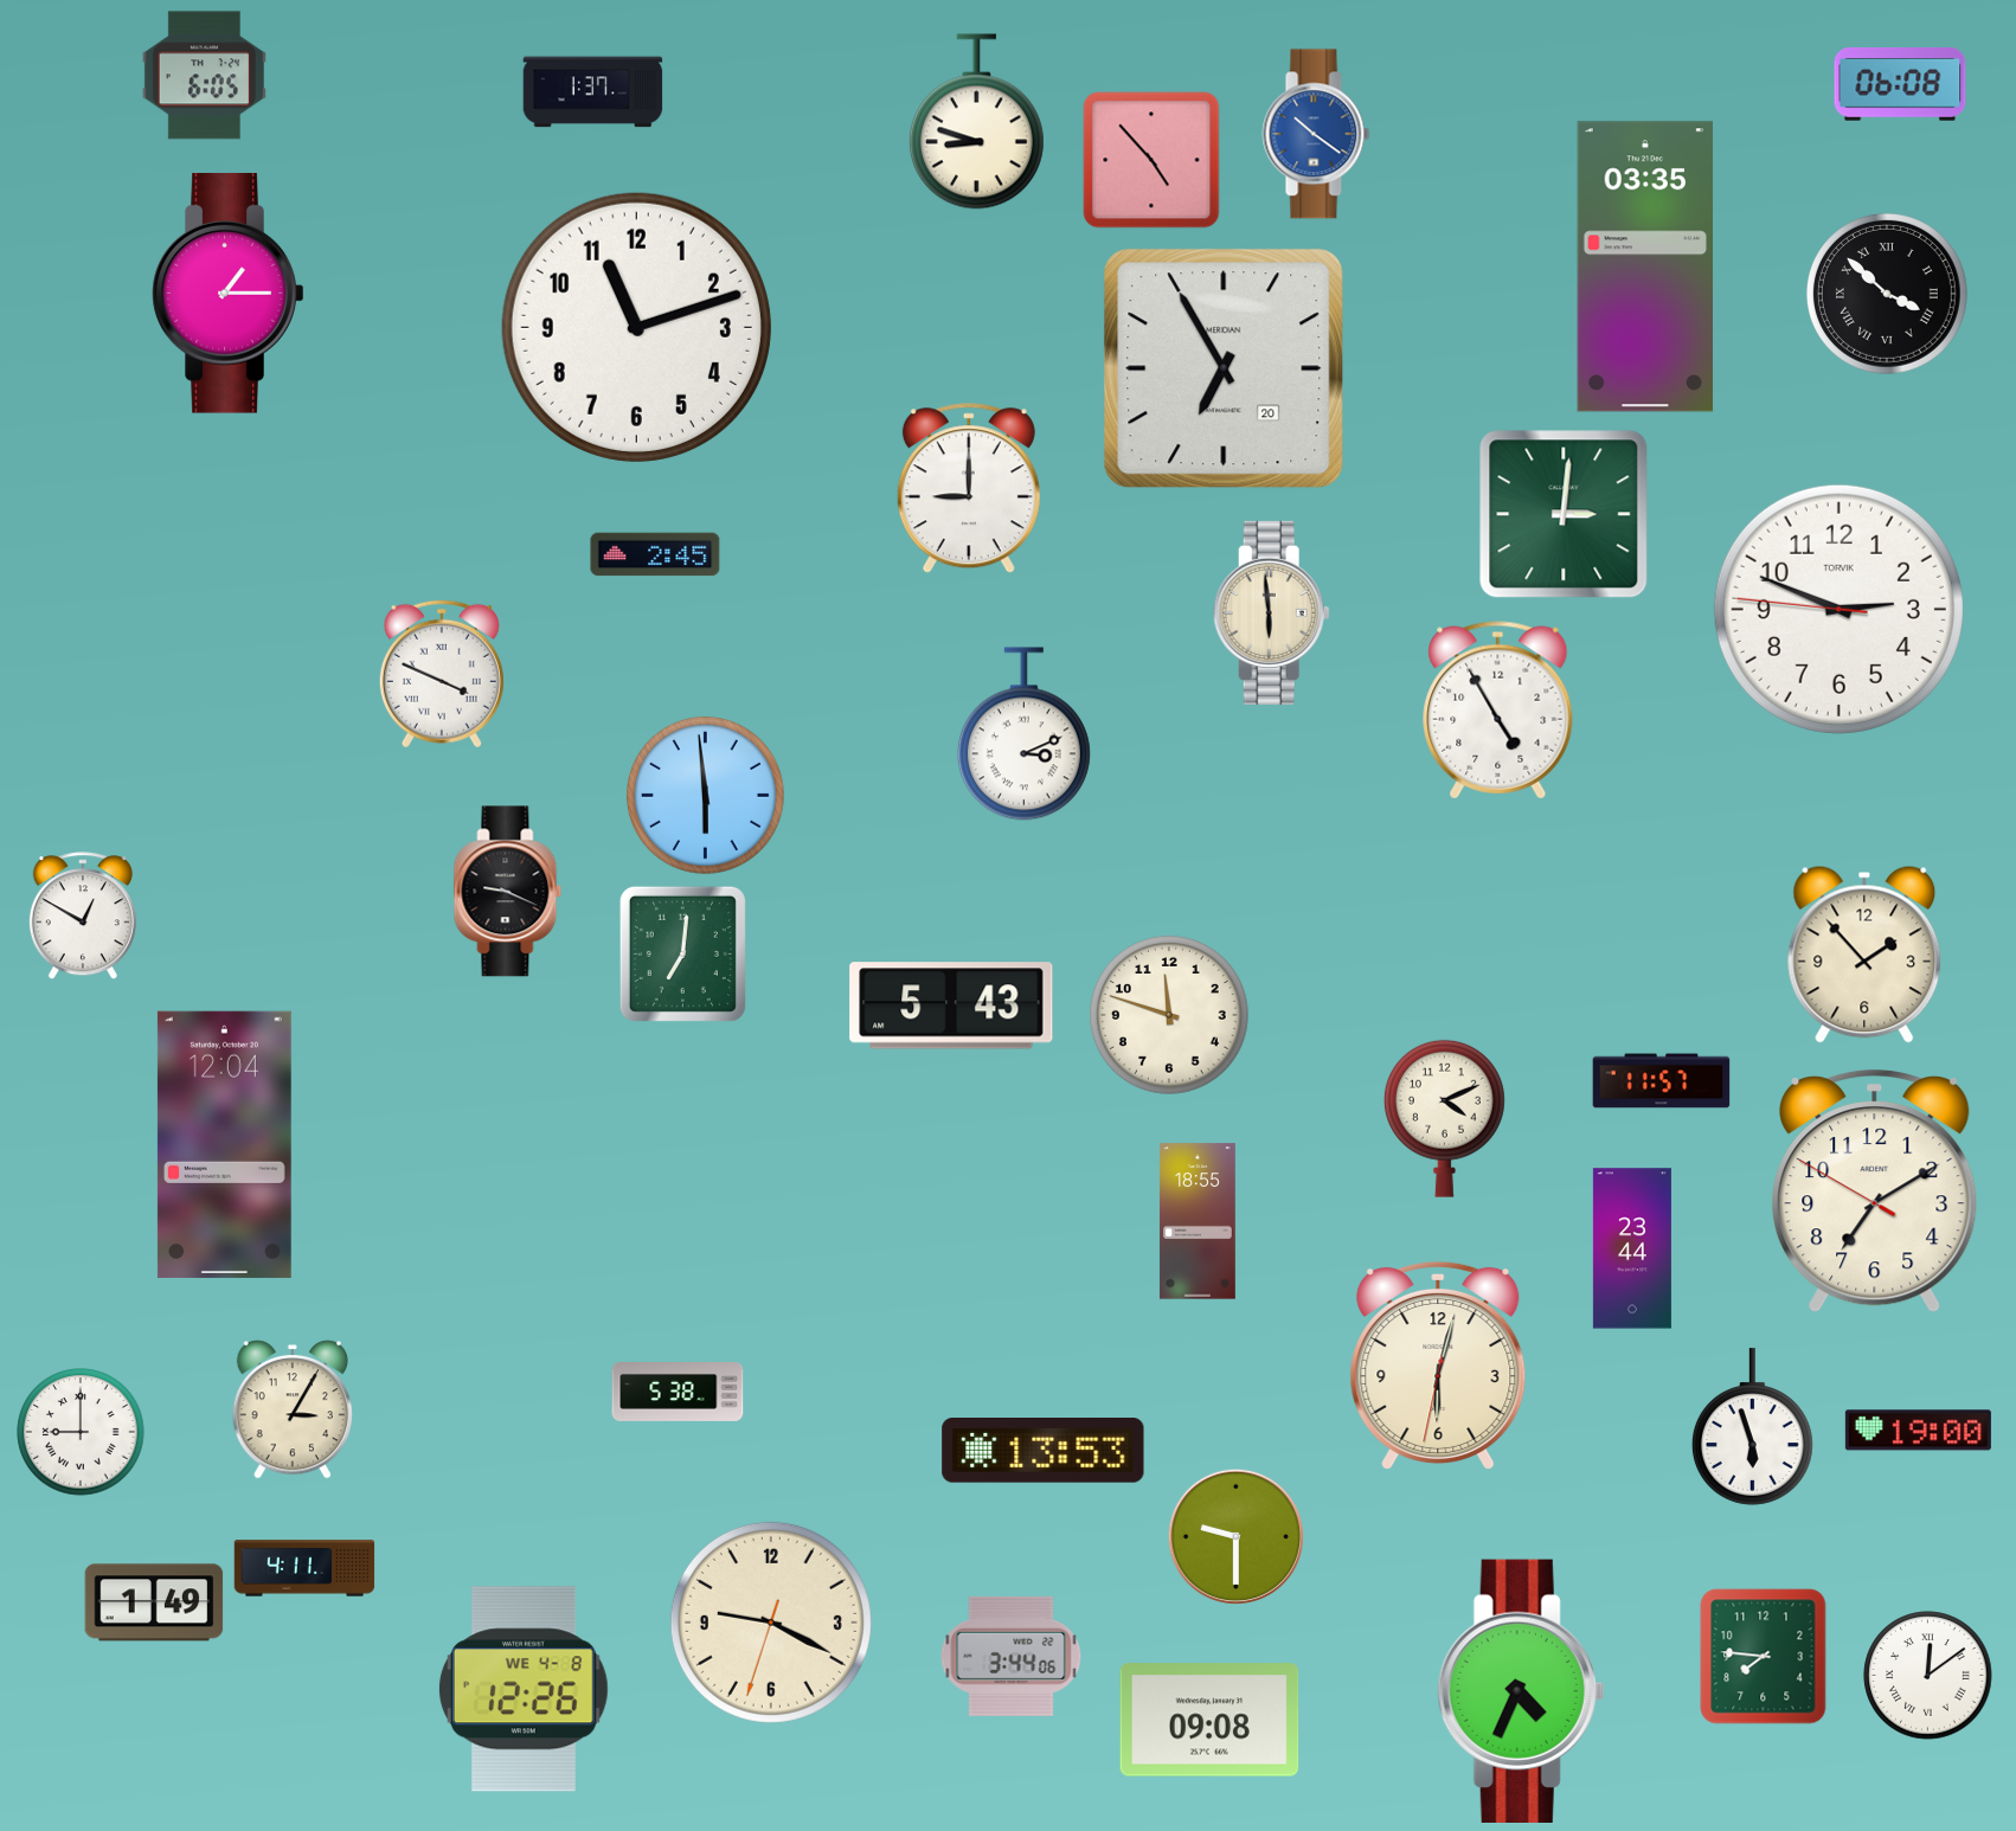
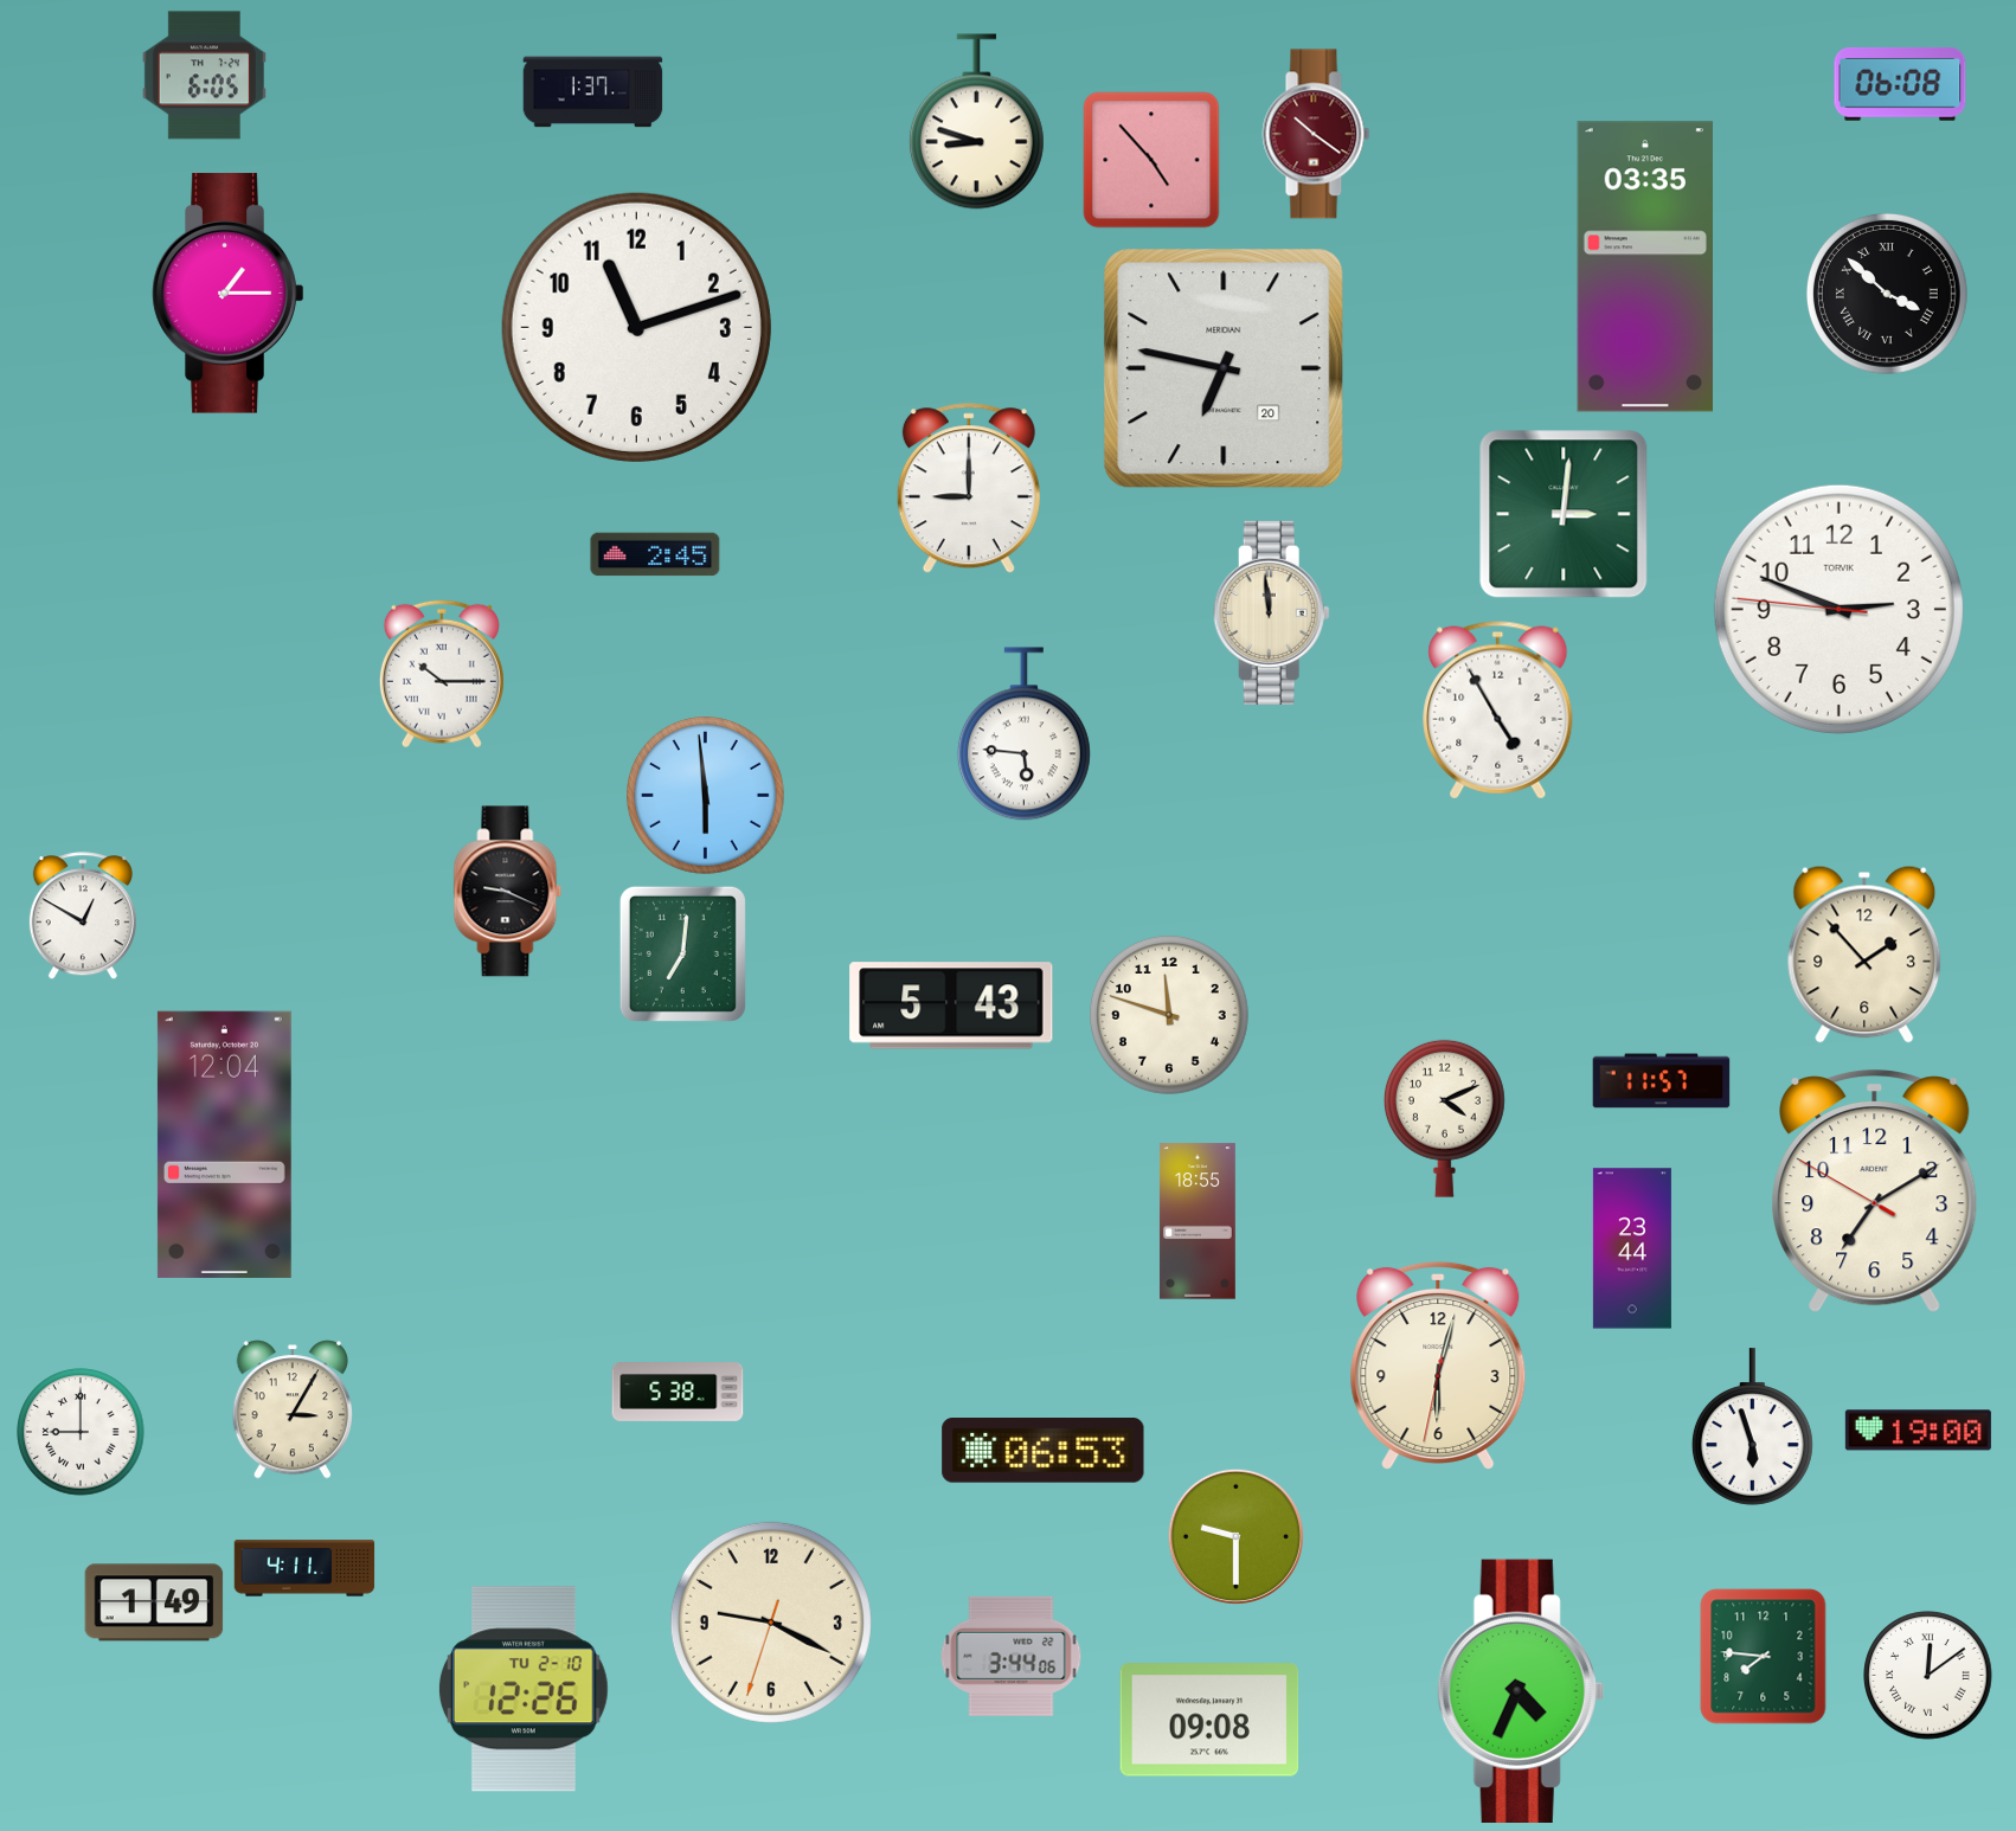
clock at (1316, 134) dial: blue -> burgundy
clock at (1224, 368): 6:55 -> 6:47
clock at (1271, 612): 5:59 -> 11:59
clock at (442, 674): 3:49 -> 10:15
clock at (1023, 734): 3:11 -> 5:46
clock at (1044, 1451): 13:53 -> 06:53
clock at (524, 1689) date: WE 4-8 -> TU 2-10
